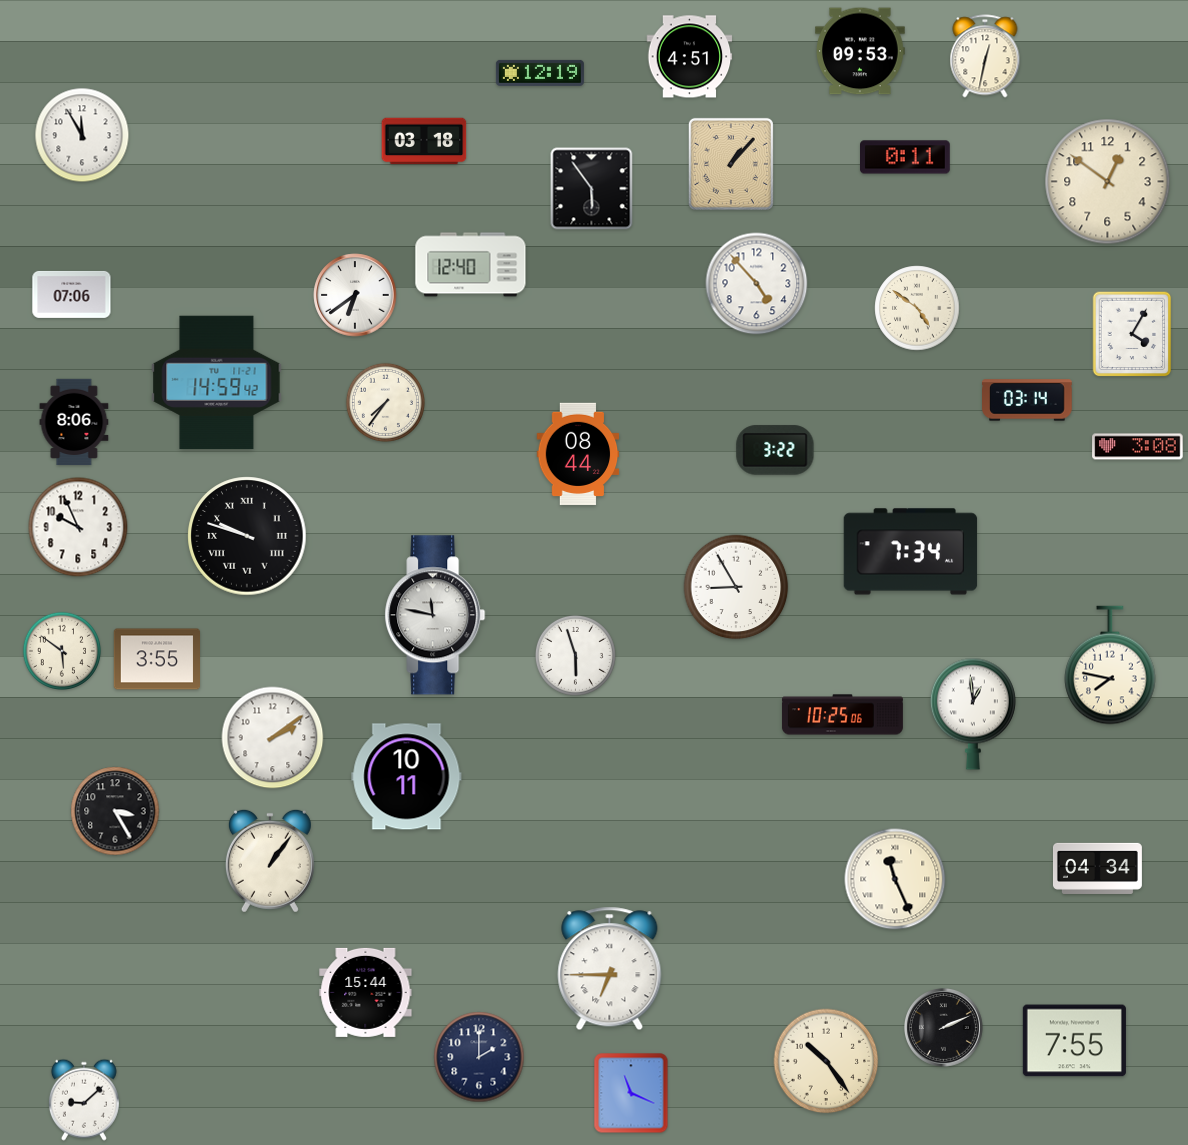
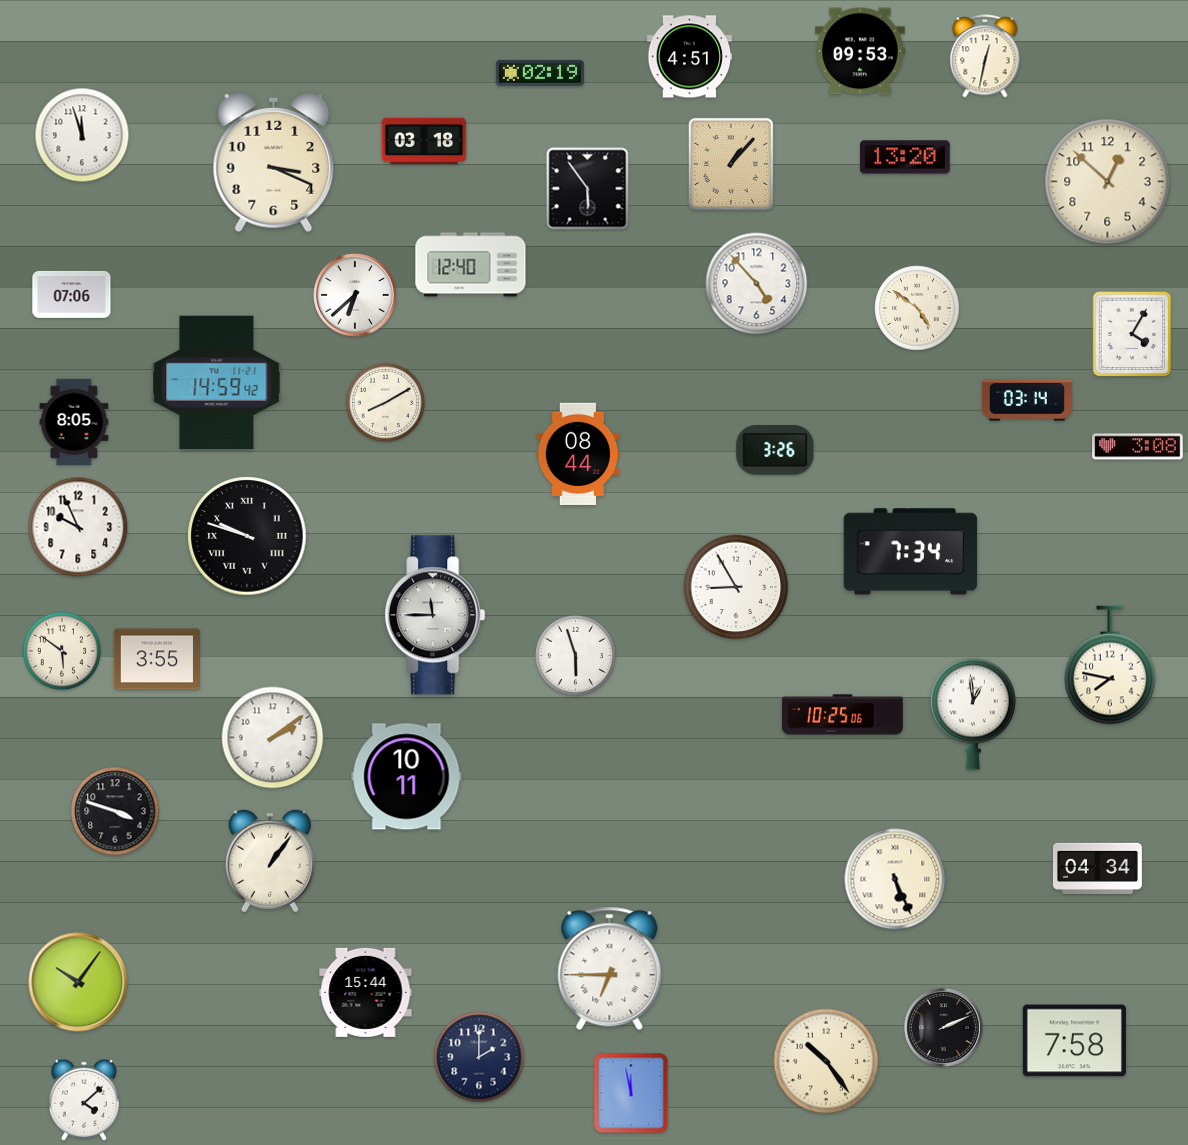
clock at (540, 73): 12:19 -> 02:19
clock at (82, 135): 11:55 -> 11:57
clock at (906, 157): 0:11 -> 13:20
clock at (274, 163): none -> 3:19
clock at (1108, 182): 12:51 -> 12:52
clock at (592, 189) position: (592, 189) -> (588, 189)
clock at (355, 295): 6:39 -> 6:38
clock at (385, 402): 7:36 -> 8:10
clock at (74, 422): 8:06 -> 8:05
clock at (775, 450): 3:22 -> 3:26
clock at (435, 615): 11:47 -> 11:45
clock at (115, 811): 3:25 -> 3:48
clock at (895, 879): 11:26 -> 5:26
clock at (78, 982): none -> 10:06
clock at (1074, 1041): 7:55 -> 7:58
clock at (631, 1093): 11:19 -> 11:58
clock at (84, 1100): 9:08 -> 4:08
